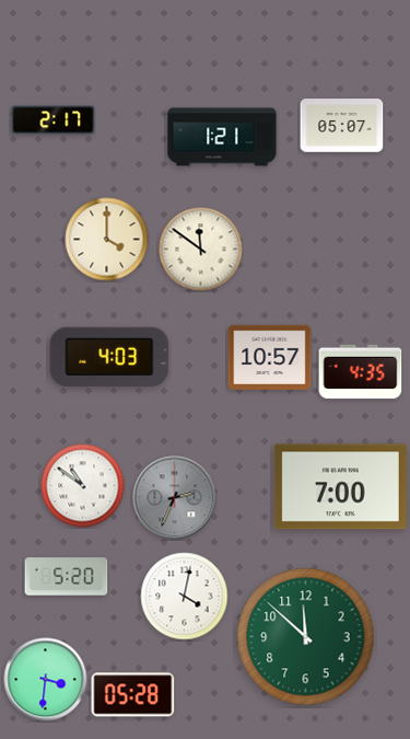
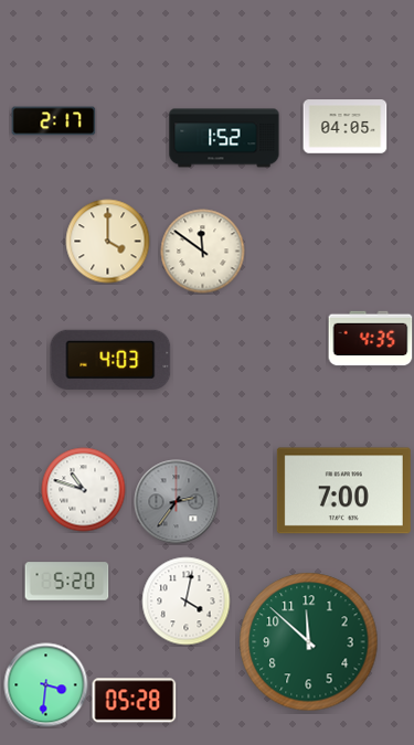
clock at (342, 126): 05:07 -> 04:05
clock at (222, 137): 1:21 -> 1:52
clock at (270, 357): 10:57 -> none
clock at (361, 372) position: (361, 372) -> (371, 339)
clock at (83, 486): 10:51 -> 10:48
clock at (175, 498): 2:34 -> 2:36
